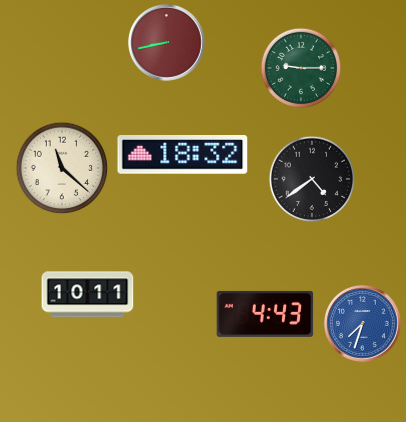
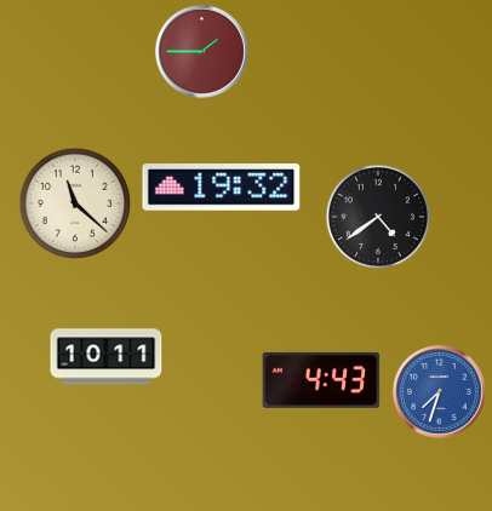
clock at (167, 43): 8:43 -> 1:45
clock at (300, 67): 9:15 -> none
clock at (183, 155): 18:32 -> 19:32
